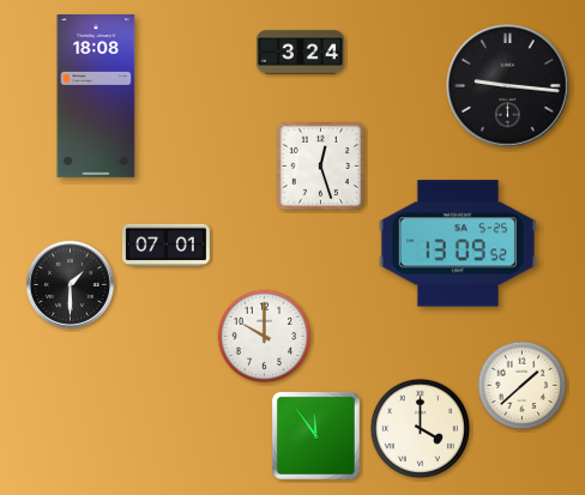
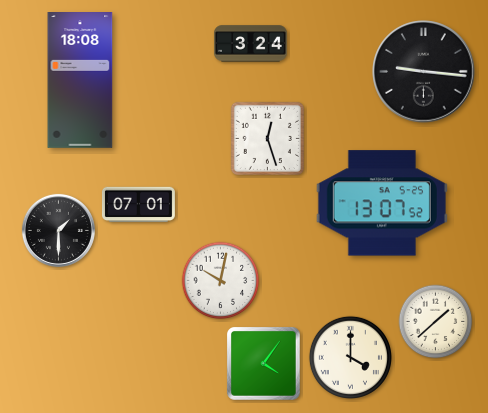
clock at (458, 243): 13:09 -> 13:07
clock at (70, 284) position: (70, 284) -> (58, 230)
clock at (265, 337): 10:00 -> 10:02
clock at (316, 436): 11:54 -> 4:06
